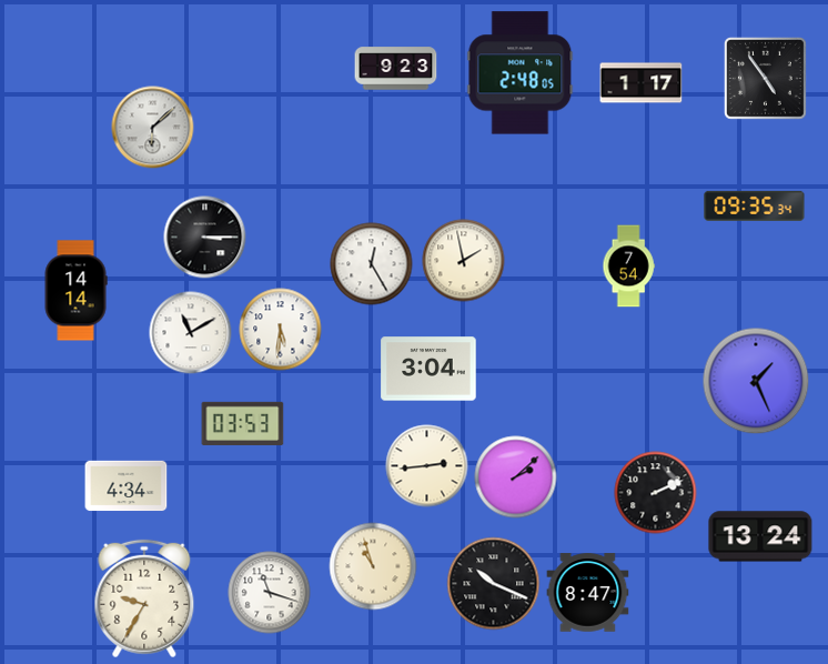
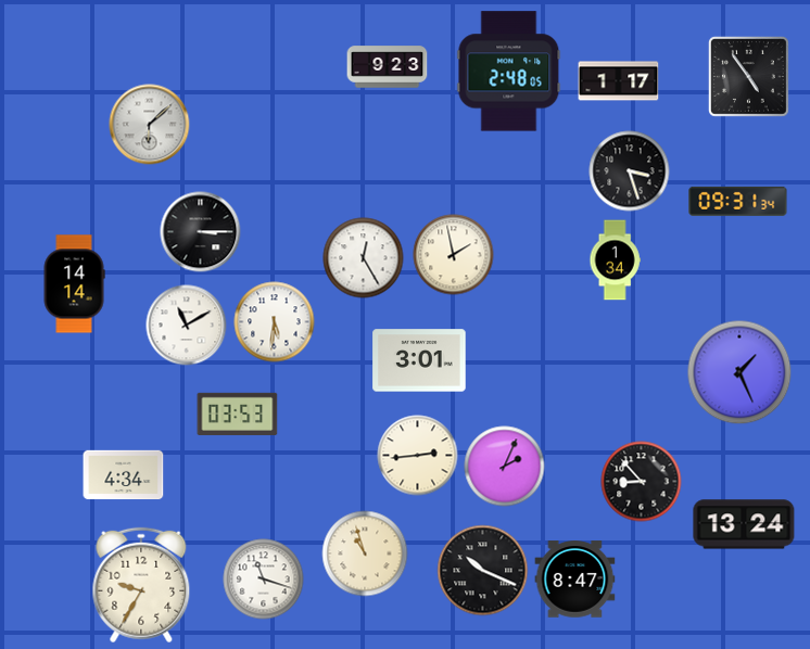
clock at (642, 83) position: (642, 83) -> (619, 81)
clock at (630, 171): none -> 3:27
clock at (755, 205): 09:35 -> 09:31
clock at (628, 266): 7:54 -> 1:34
clock at (428, 369): 3:04 -> 3:01
clock at (516, 477): 2:08 -> 2:04
clock at (656, 493): 2:11 -> 8:53
